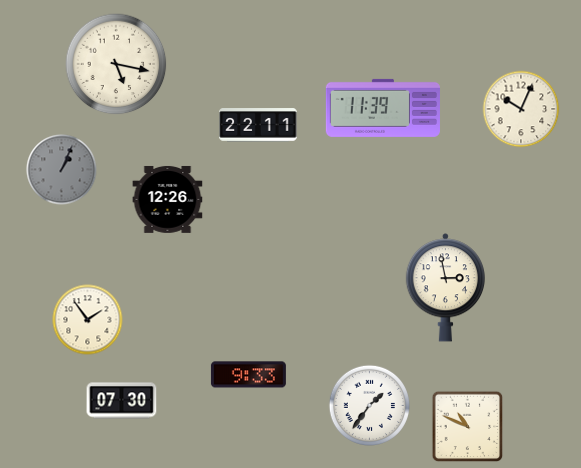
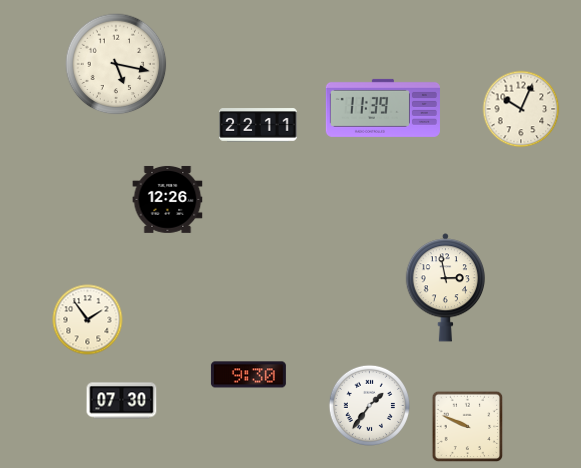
clock at (62, 170): 1:04 -> none
clock at (248, 375): 9:33 -> 9:30
clock at (468, 427): 10:49 -> 9:49
